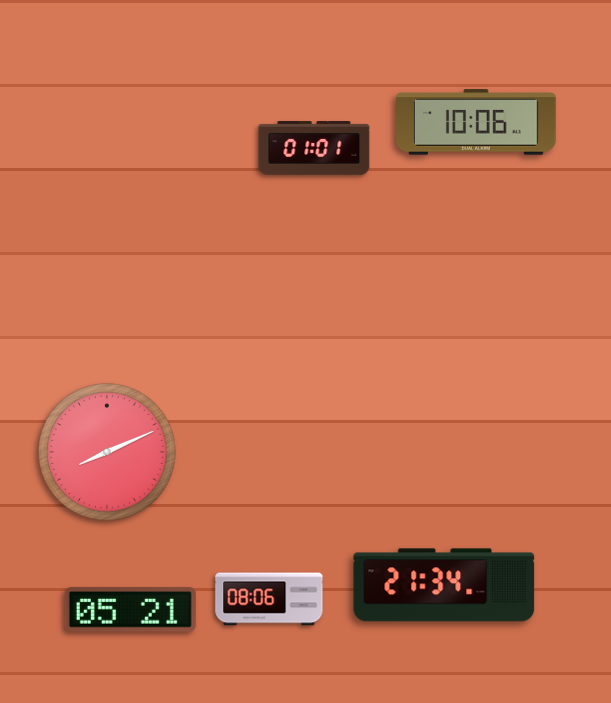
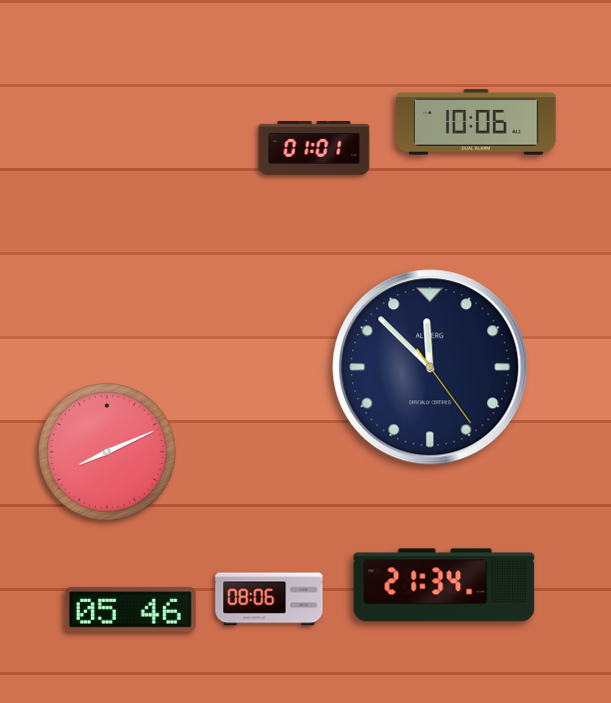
clock at (430, 367): none -> 11:52
clock at (130, 610): 05:21 -> 05:46
